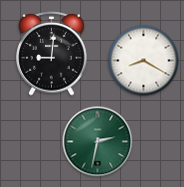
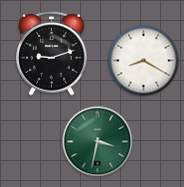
clock at (52, 54): 9:01 -> 9:12
clock at (98, 142): 2:32 -> 3:32
